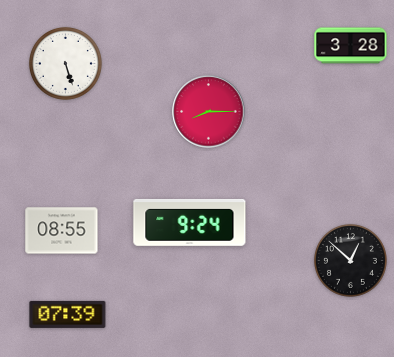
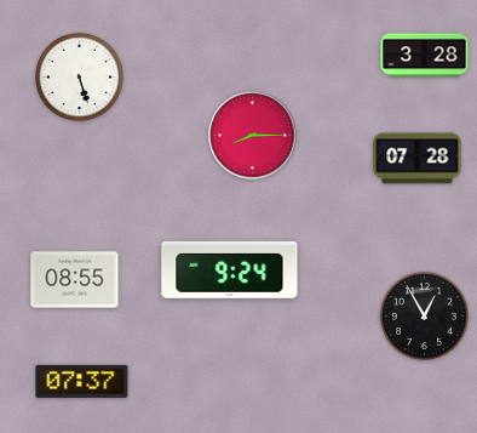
clock at (418, 159): none -> 07:28
clock at (350, 260): 12:52 -> 12:55
clock at (68, 314): 07:39 -> 07:37
